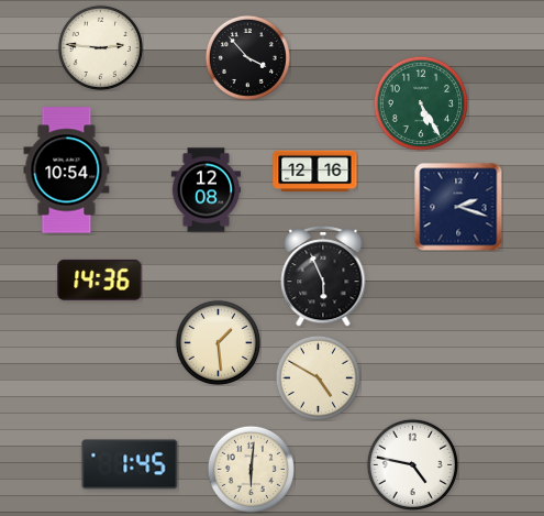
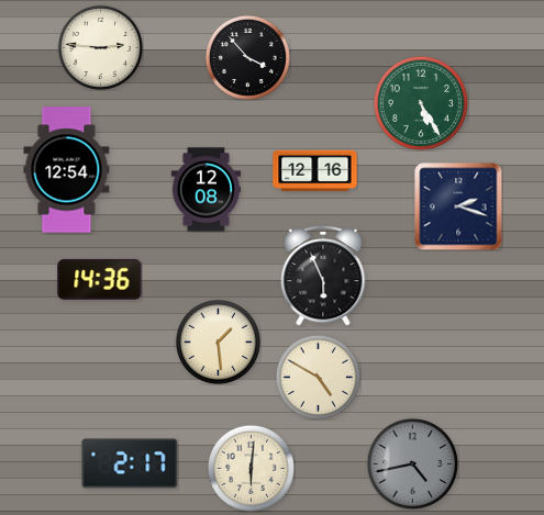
clock at (67, 171): 10:54 -> 12:54
clock at (130, 464): 1:45 -> 2:17
clock at (412, 464): 4:47 -> 4:43
clock at (412, 464) dial: white -> grey
